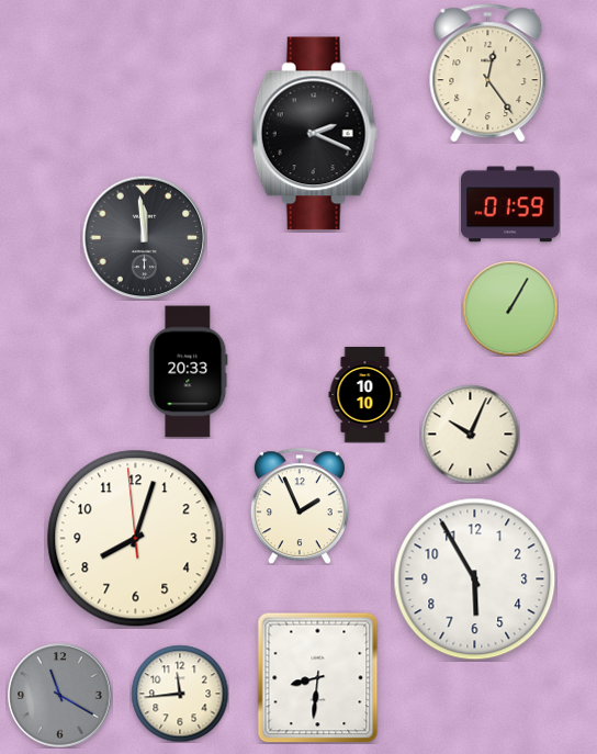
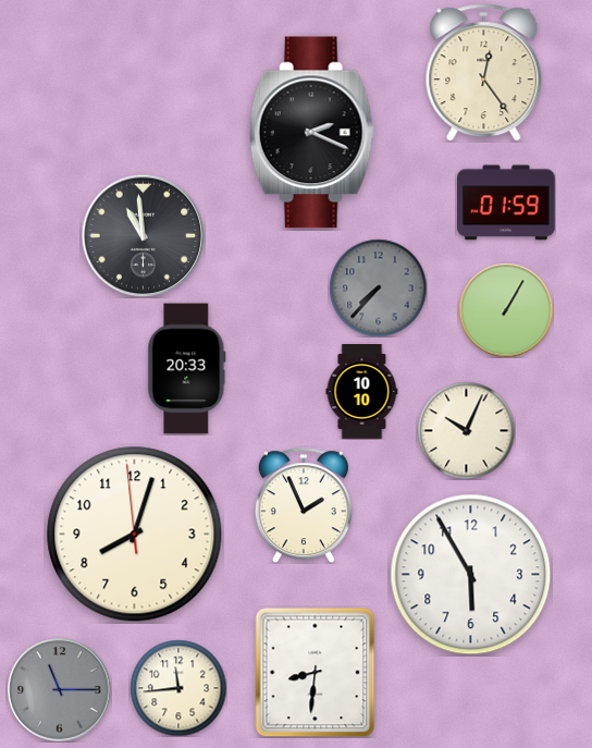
clock at (144, 237): 11:59 -> 10:59
clock at (378, 287): none -> 7:37
clock at (510, 308) position: (510, 308) -> (506, 310)
clock at (300, 506) position: (300, 506) -> (304, 505)
clock at (60, 696): 11:20 -> 11:15
